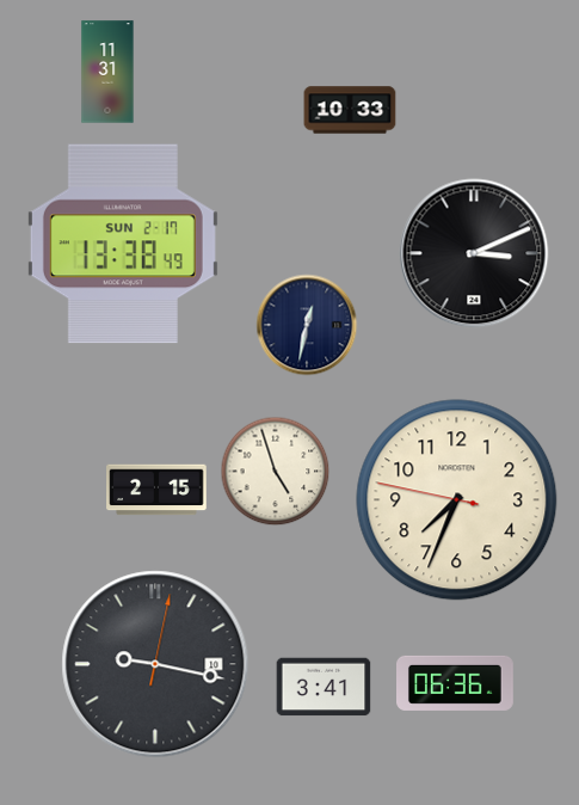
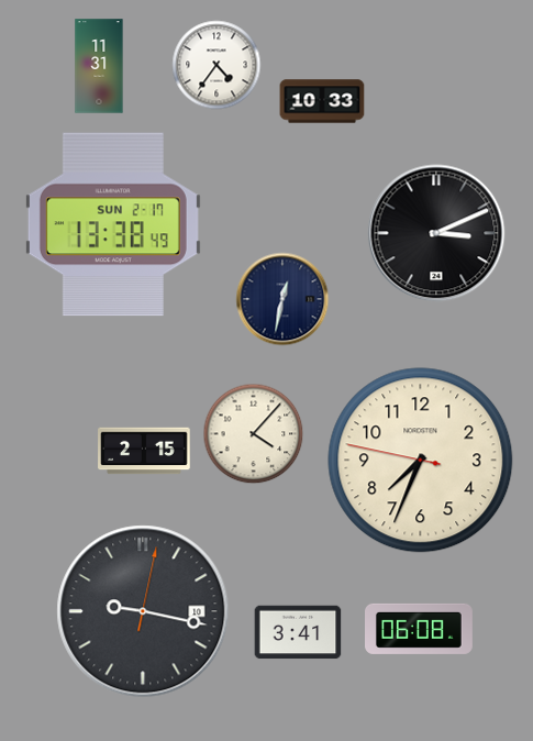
clock at (216, 65): none -> 4:36
clock at (276, 472): 4:57 -> 4:07
clock at (456, 683): 06:36 -> 06:08
